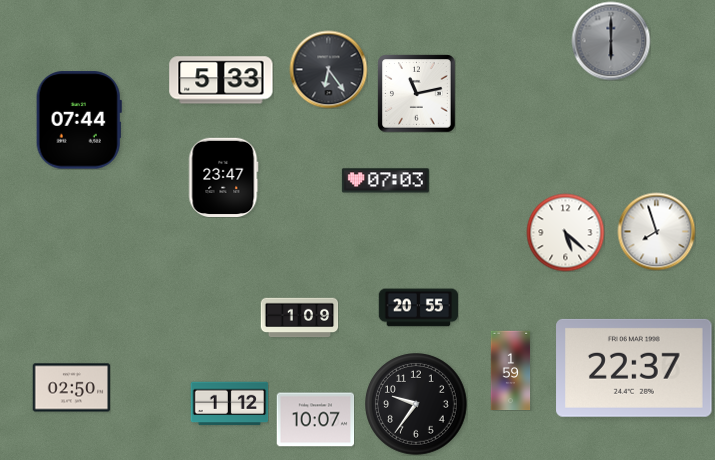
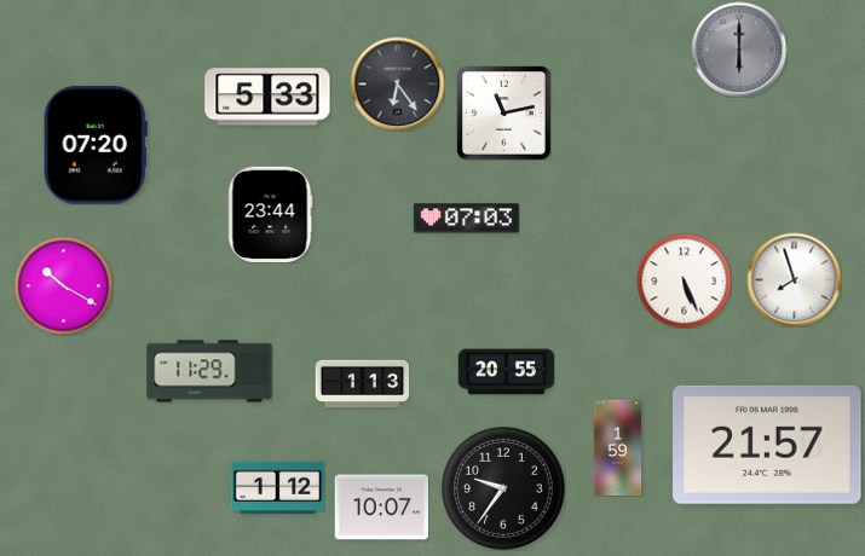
clock at (79, 120): 07:44 -> 07:20
clock at (223, 177): 23:47 -> 23:44
clock at (565, 232): 5:22 -> 5:26
clock at (63, 285): none -> 10:20
clock at (209, 371): none -> 11:29
clock at (299, 318): 1:09 -> 1:13
clock at (634, 368): 22:37 -> 21:57
clock at (71, 388): 02:50 -> none
